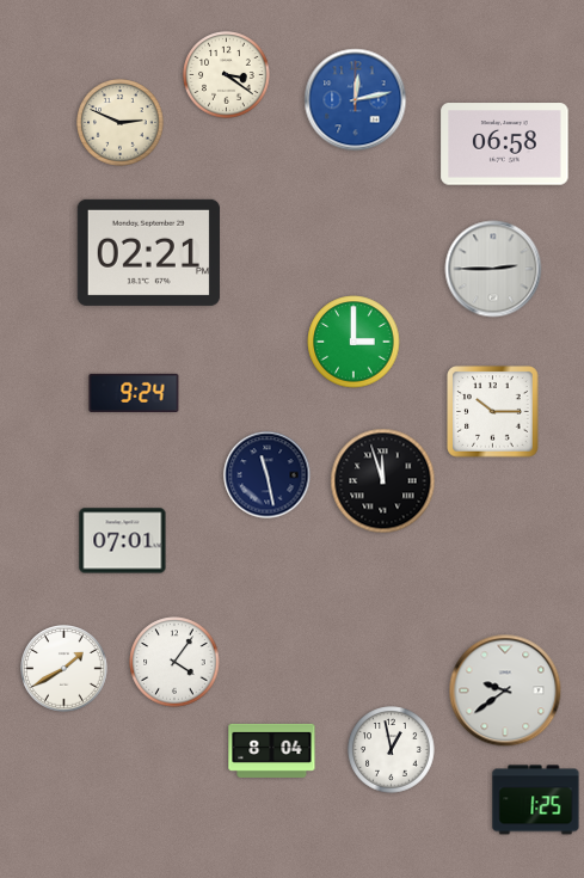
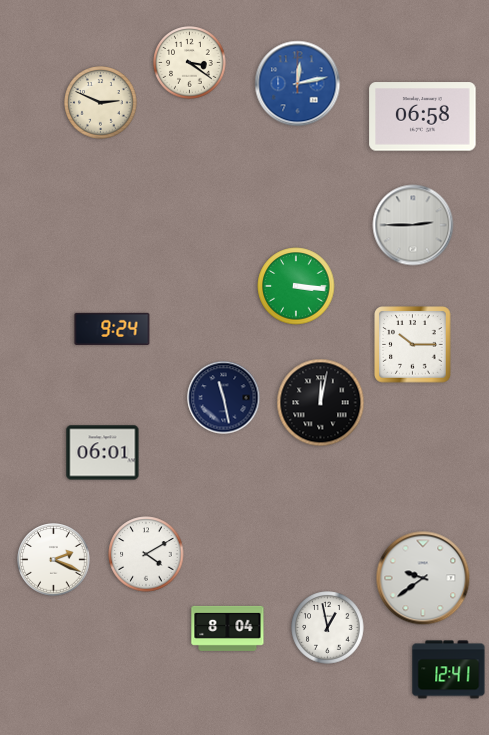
clock at (505, 145) position: (505, 145) -> (423, 117)
clock at (148, 252): 02:21 -> none
clock at (354, 342): 3:00 -> 3:16
clock at (383, 481): 11:57 -> 12:02
clock at (123, 541): 07:01 -> 06:01
clock at (174, 662): 4:06 -> 4:10
clock at (64, 669): 1:40 -> 2:19
clock at (536, 800): 1:25 -> 12:41
